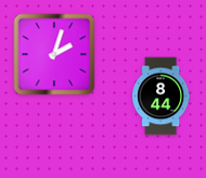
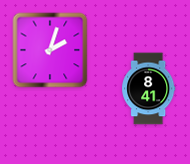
clock at (162, 97): 8:44 -> 8:41
